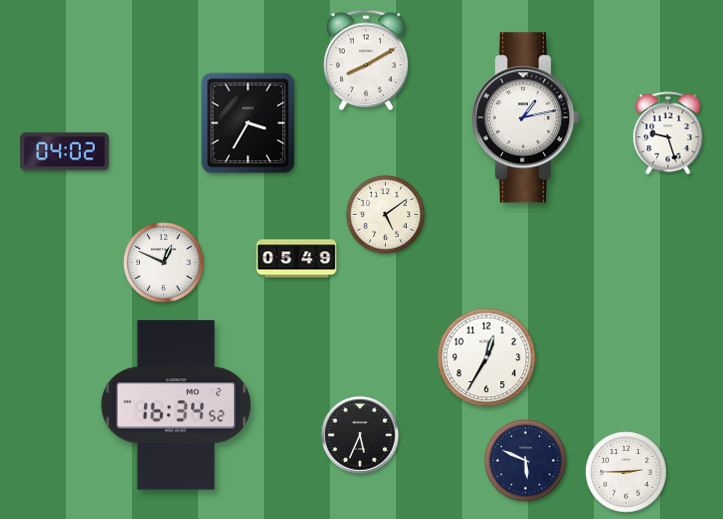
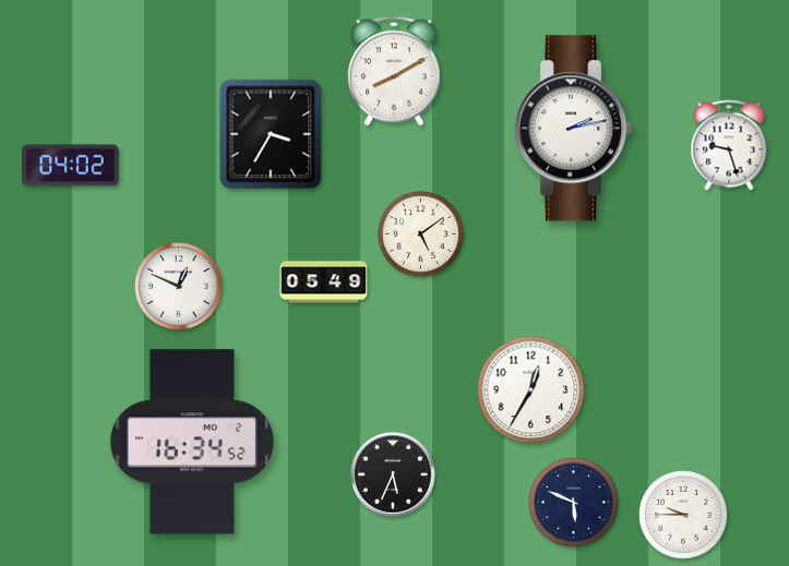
clock at (367, 60) position: (367, 60) -> (395, 71)
clock at (525, 118): 1:13 -> 2:13
clock at (626, 472): 2:45 -> 9:45
